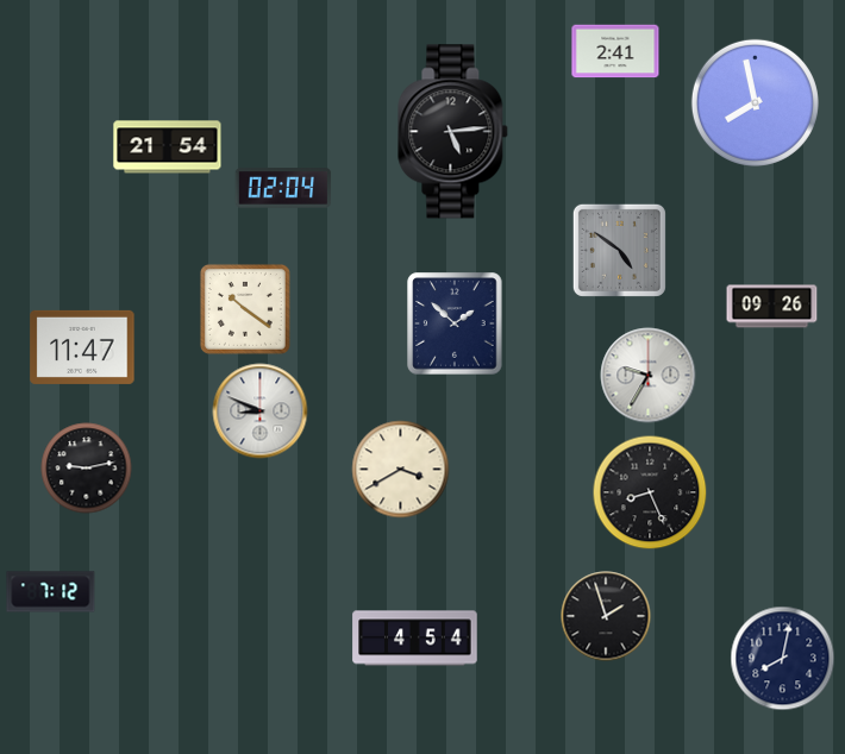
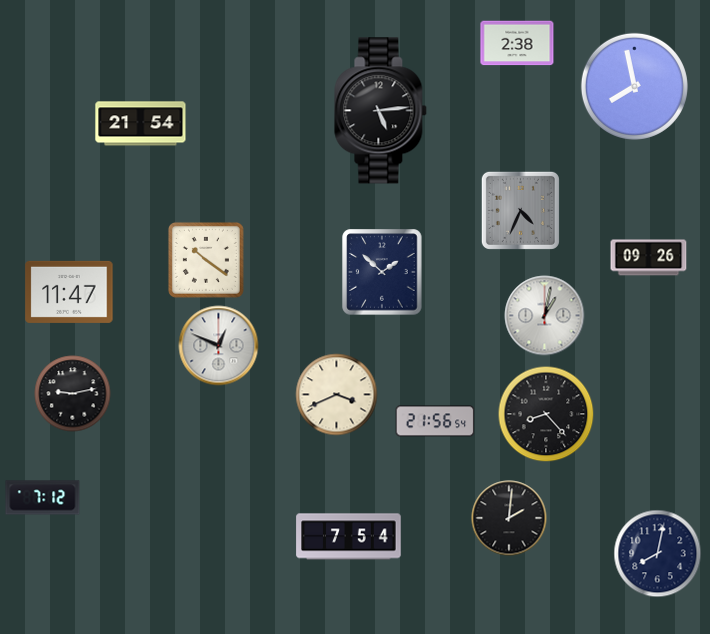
clock at (615, 51): 2:41 -> 2:38
clock at (283, 188): 02:04 -> none
clock at (619, 250): 4:51 -> 4:34
clock at (649, 376): 9:35 -> 1:02
clock at (261, 411): 8:49 -> 12:49
clock at (401, 470): 3:40 -> 3:41
clock at (650, 492): 8:26 -> 8:23
clock at (435, 421): none -> 21:56
clock at (606, 616): 1:57 -> 2:01
clock at (415, 639): 4:54 -> 7:54
